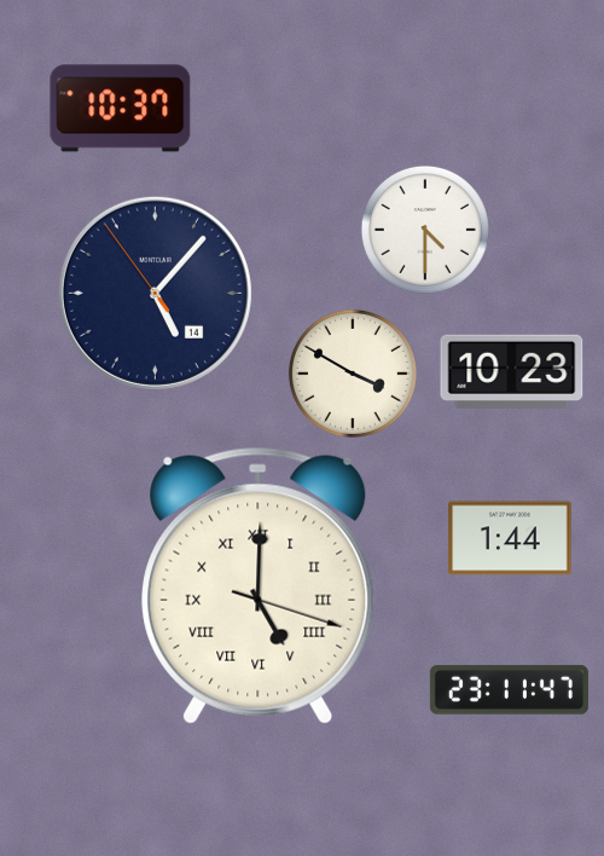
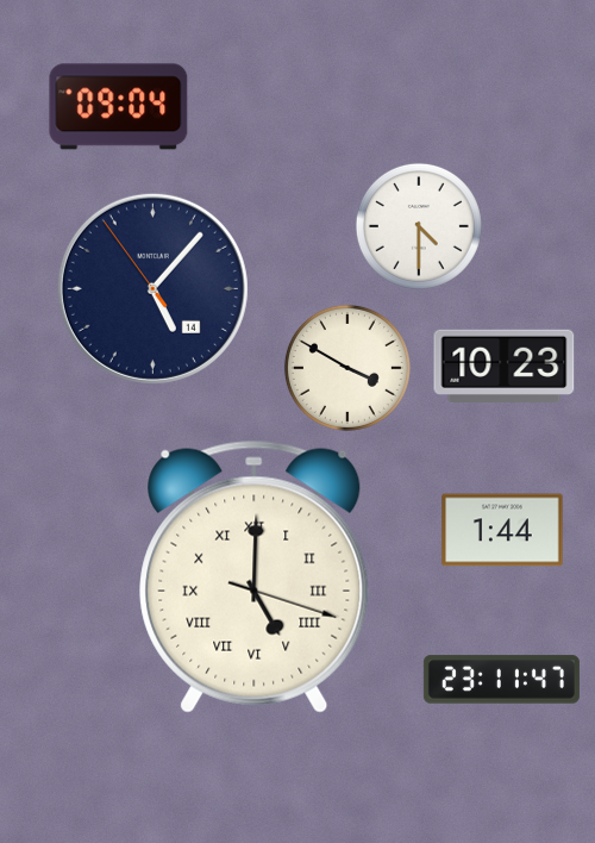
clock at (121, 109): 10:37 -> 09:04
